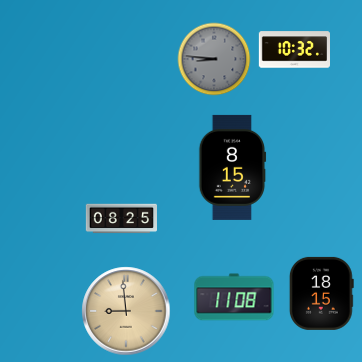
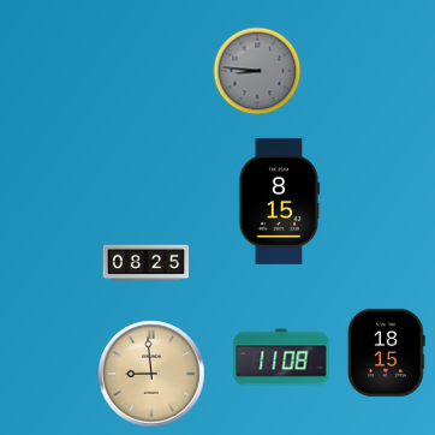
clock at (294, 50): 10:32 -> none
